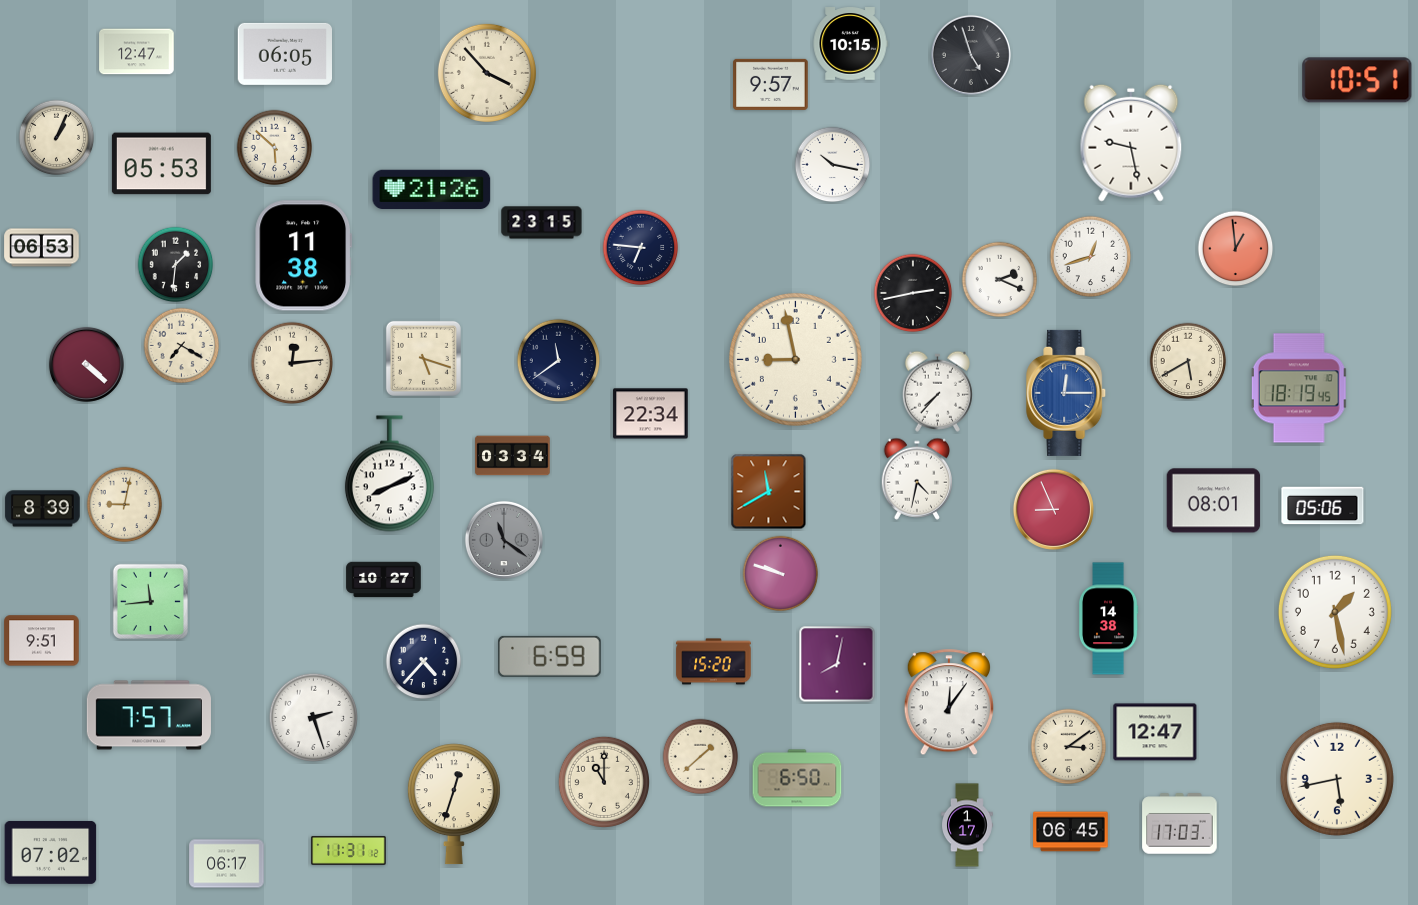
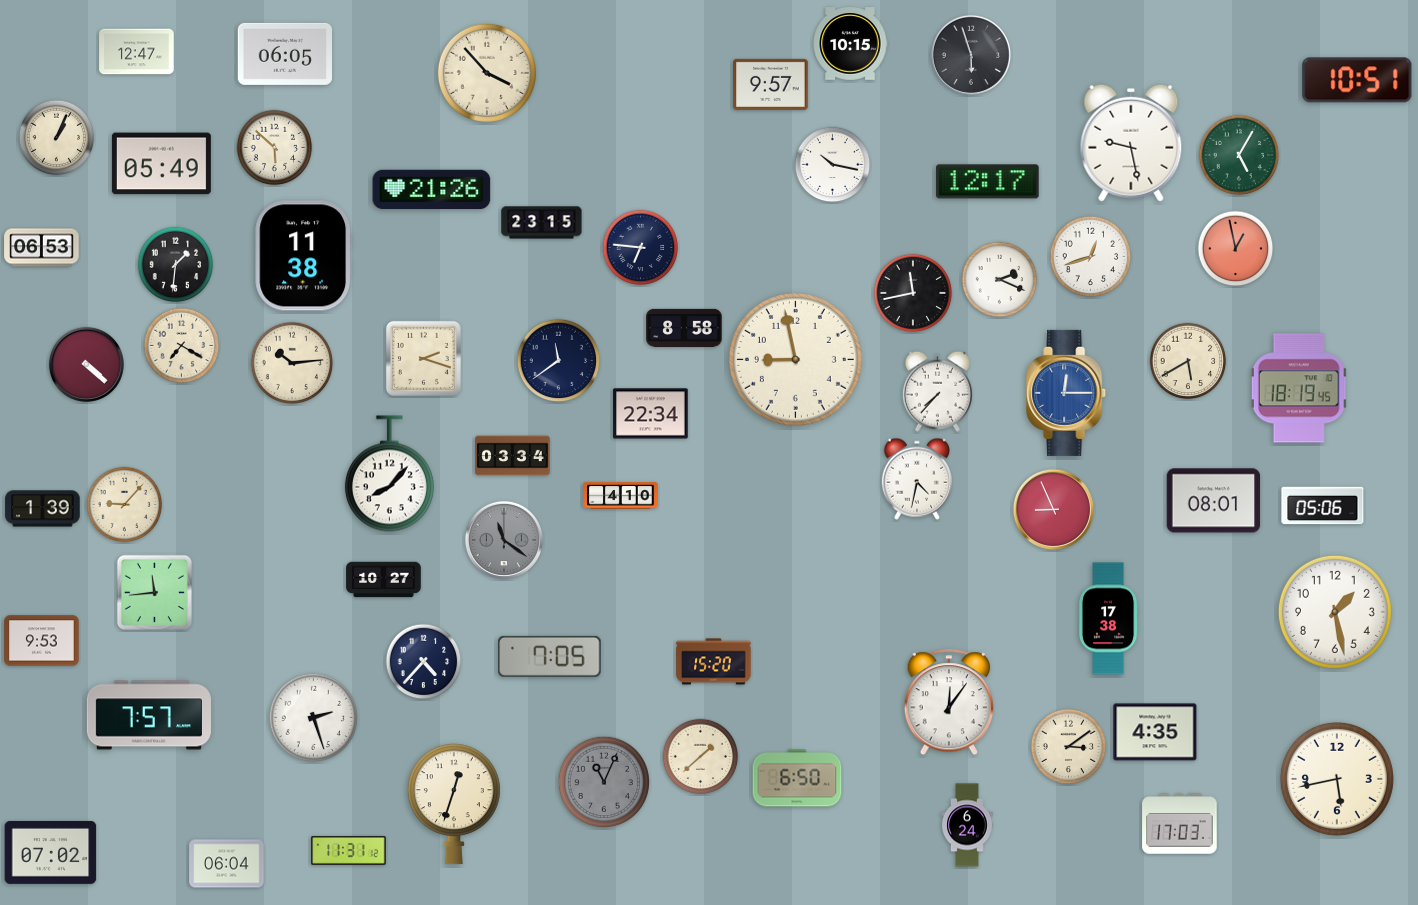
clock at (971, 55): 4:57 -> 5:57
clock at (1239, 155): none -> 5:05
clock at (161, 164): 05:53 -> 05:49
clock at (988, 182): none -> 12:17
clock at (1236, 249): 12:59 -> 12:58
clock at (913, 293): 2:43 -> 11:43
clock at (684, 328): none -> 8:58
clock at (423, 358): 5:18 -> 2:18
clock at (292, 363): 12:14 -> 10:14
clock at (389, 474): 8:11 -> 8:07
clock at (769, 492): 11:40 -> none
clock at (621, 496): none -> 4:10
clock at (125, 505): 9:02 -> 9:07
clock at (43, 509): 8:39 -> 1:39
clock at (781, 574): 9:48 -> none
clock at (150, 601) position: (150, 601) -> (154, 592)
clock at (1108, 619): 14:38 -> 17:38
clock at (42, 641): 9:51 -> 9:53
clock at (550, 656): 6:59 -> 7:05
clock at (837, 664): 8:02 -> none
clock at (1155, 732): 12:47 -> 4:35
clock at (603, 781): 11:00 -> 11:04
clock at (603, 781) dial: cream -> grey
clock at (968, 825): 1:17 -> 6:24
clock at (1071, 832): 06:45 -> none
clock at (227, 864): 06:17 -> 06:04
